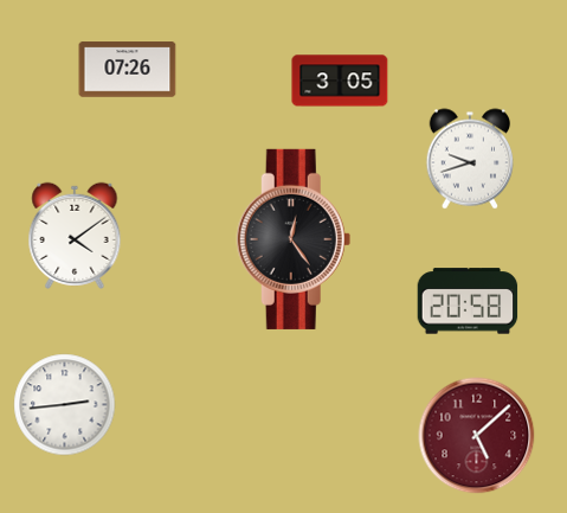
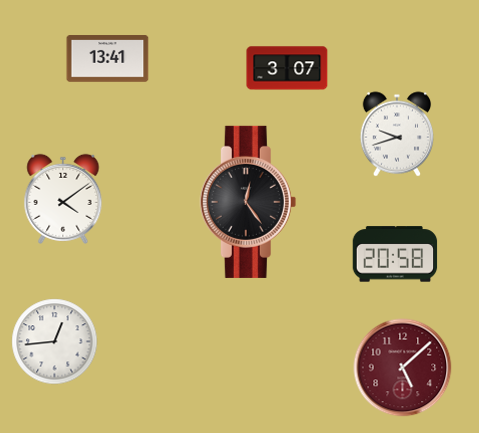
clock at (128, 70): 07:26 -> 13:41
clock at (340, 81): 3:05 -> 3:07
clock at (65, 405): 2:44 -> 12:44
